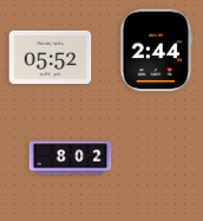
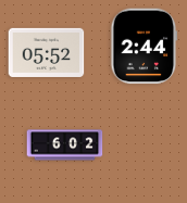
clock at (71, 158): 8:02 -> 6:02
